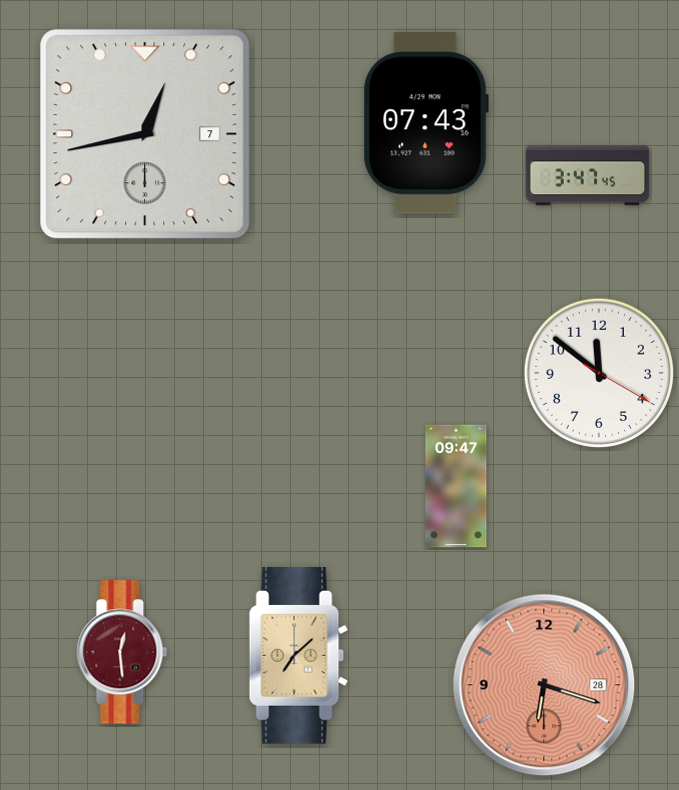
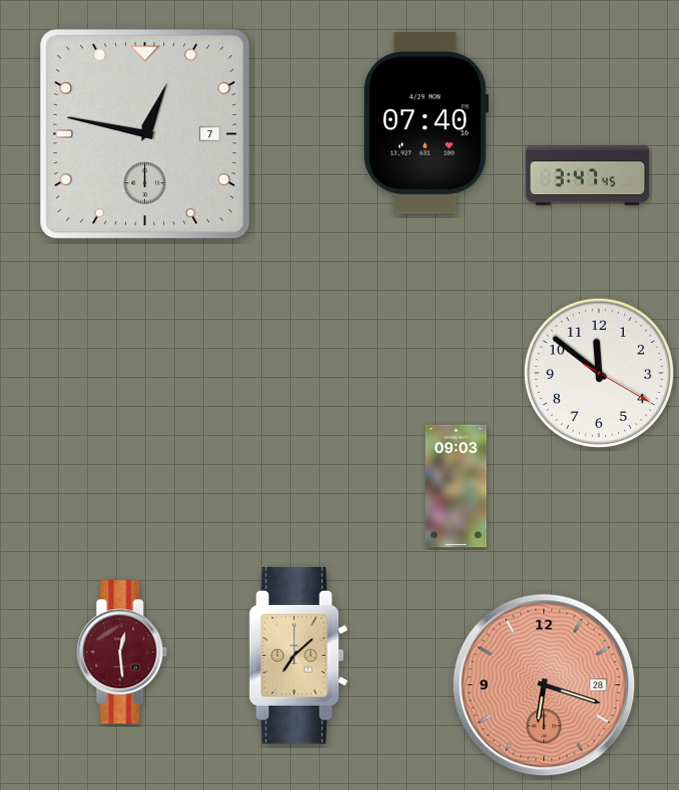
clock at (426, 123): 07:43 -> 07:40
clock at (145, 134): 12:43 -> 12:47
clock at (456, 486): 09:47 -> 09:03
